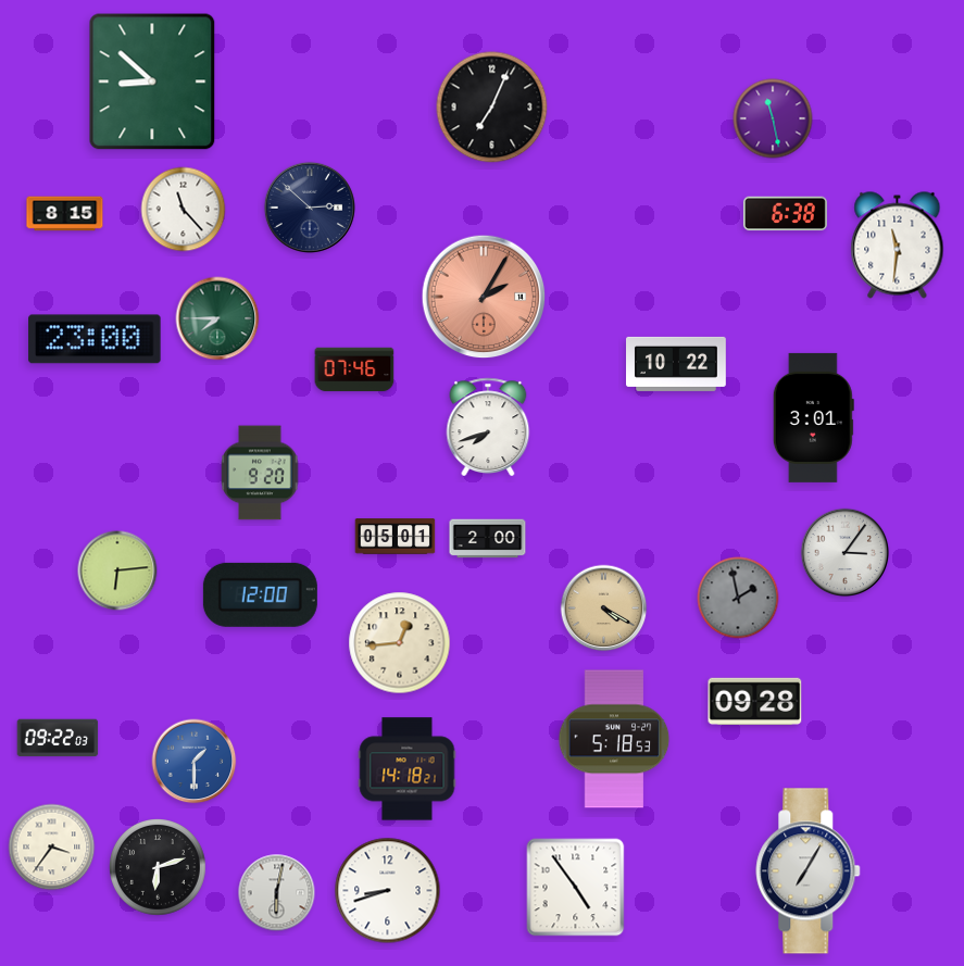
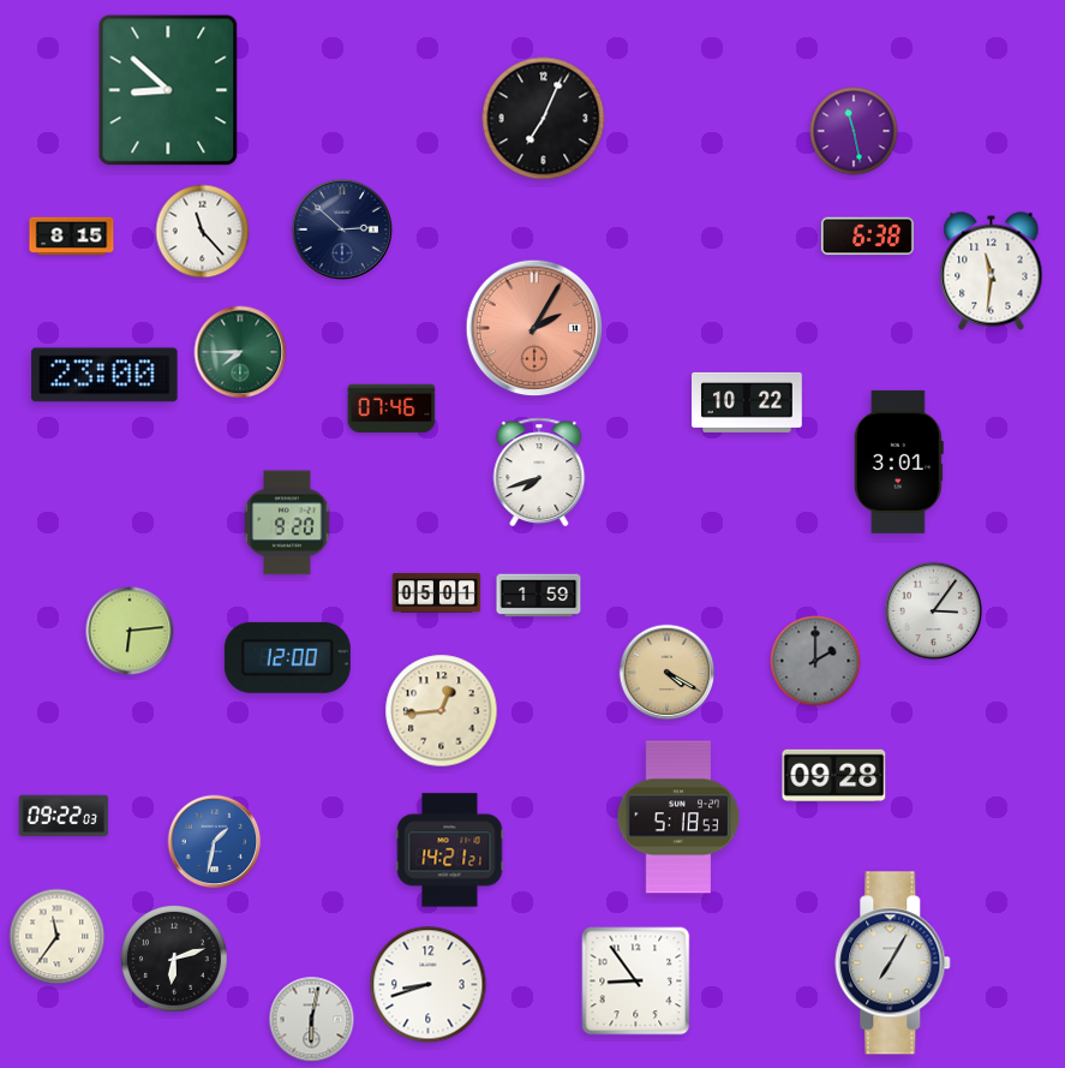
clock at (488, 539): 2:00 -> 1:59
clock at (738, 598): 1:58 -> 2:00
clock at (195, 762): 1:30 -> 1:32
clock at (408, 769): 14:18 -> 14:21
clock at (52, 848): 3:36 -> 11:36
clock at (576, 888): 4:54 -> 8:54
clock at (277, 893) position: (277, 893) -> (312, 1020)
